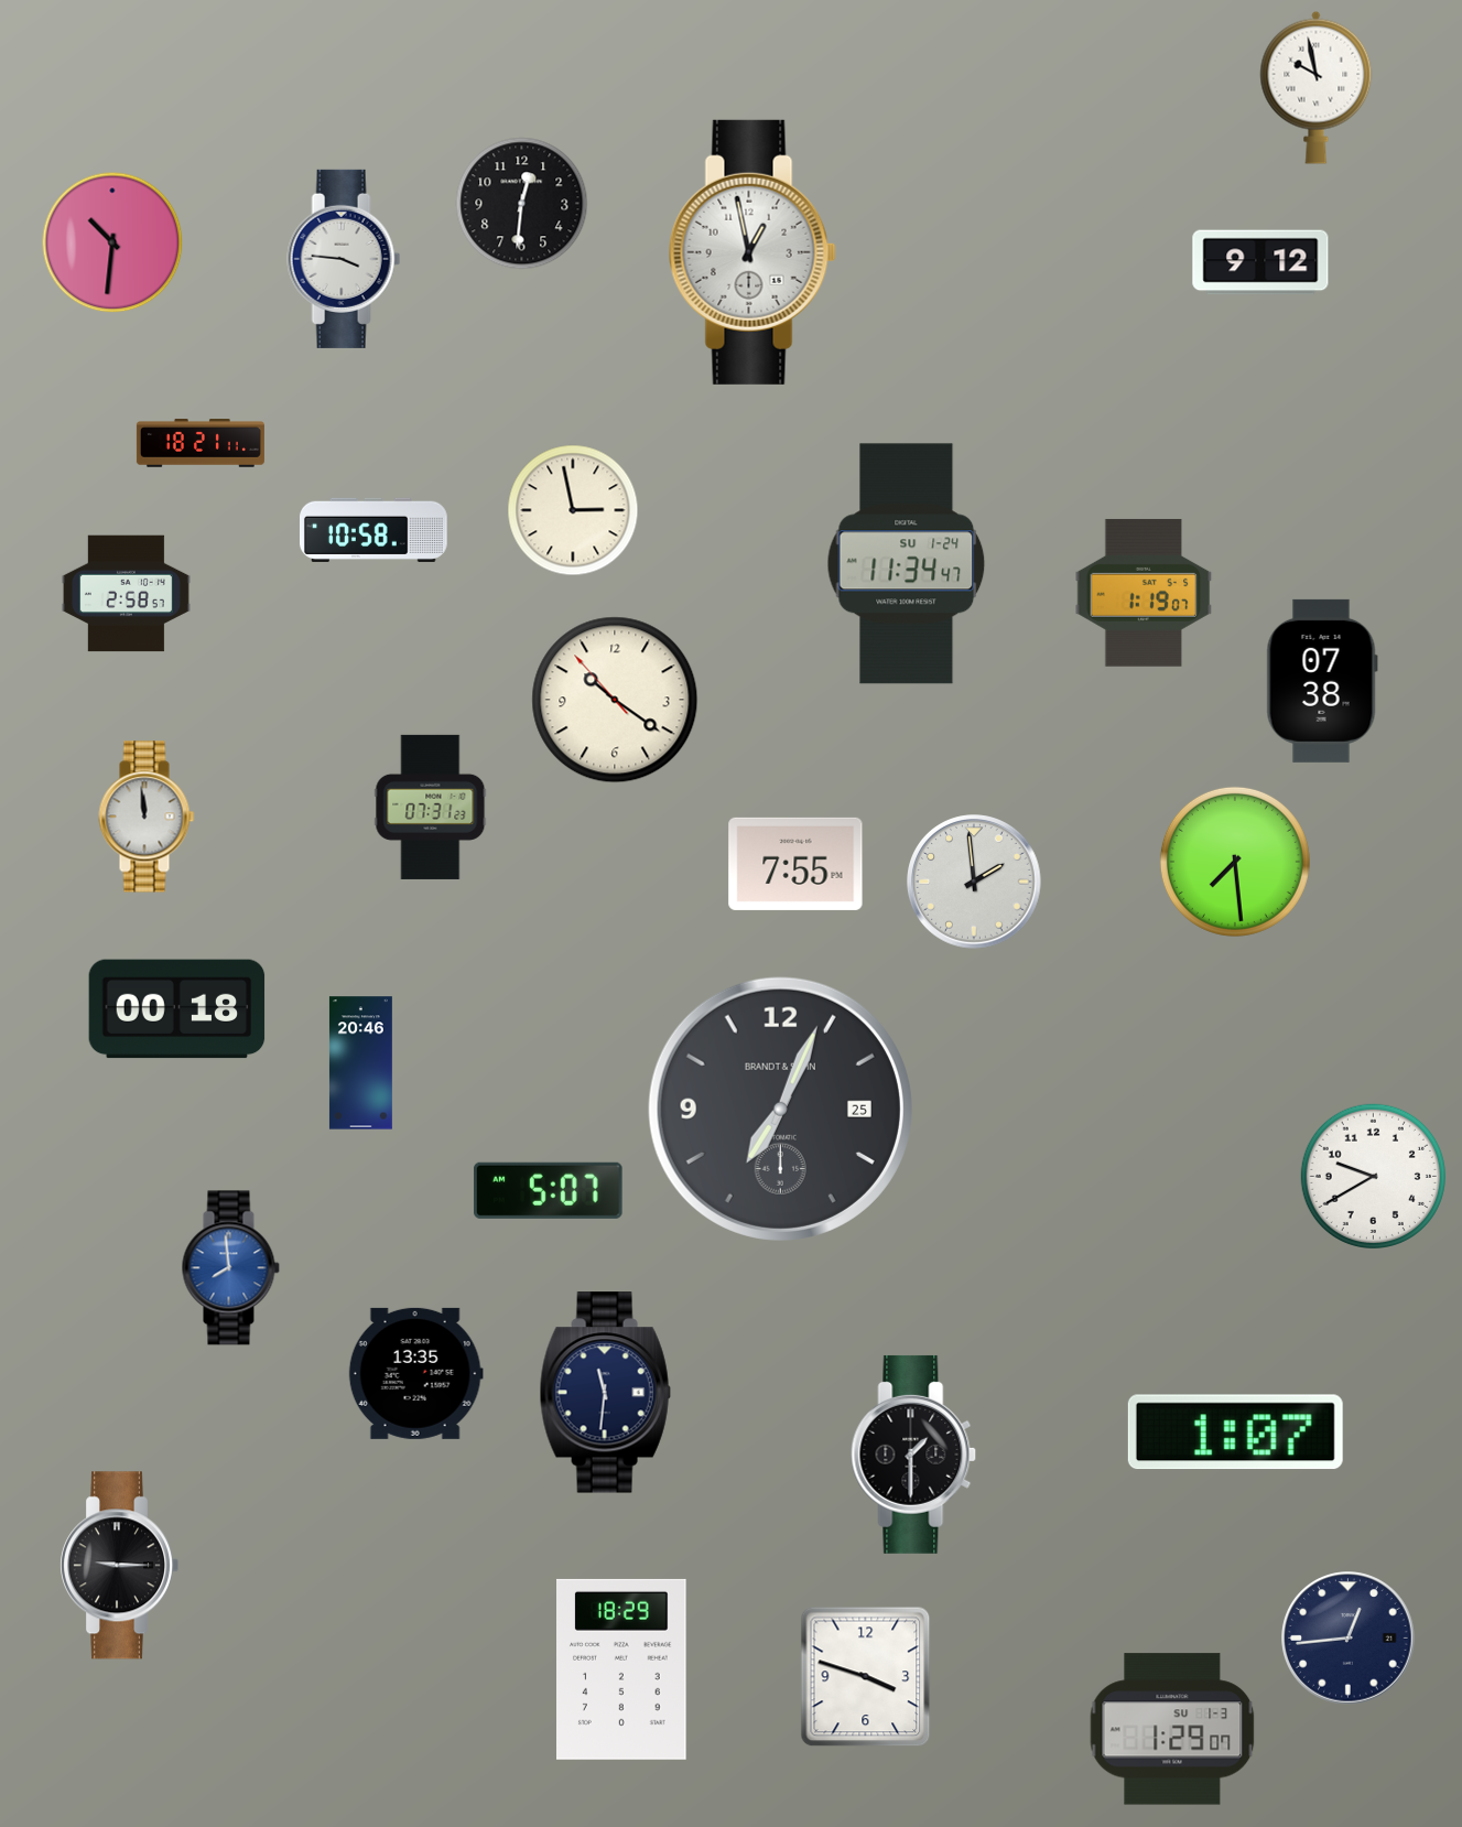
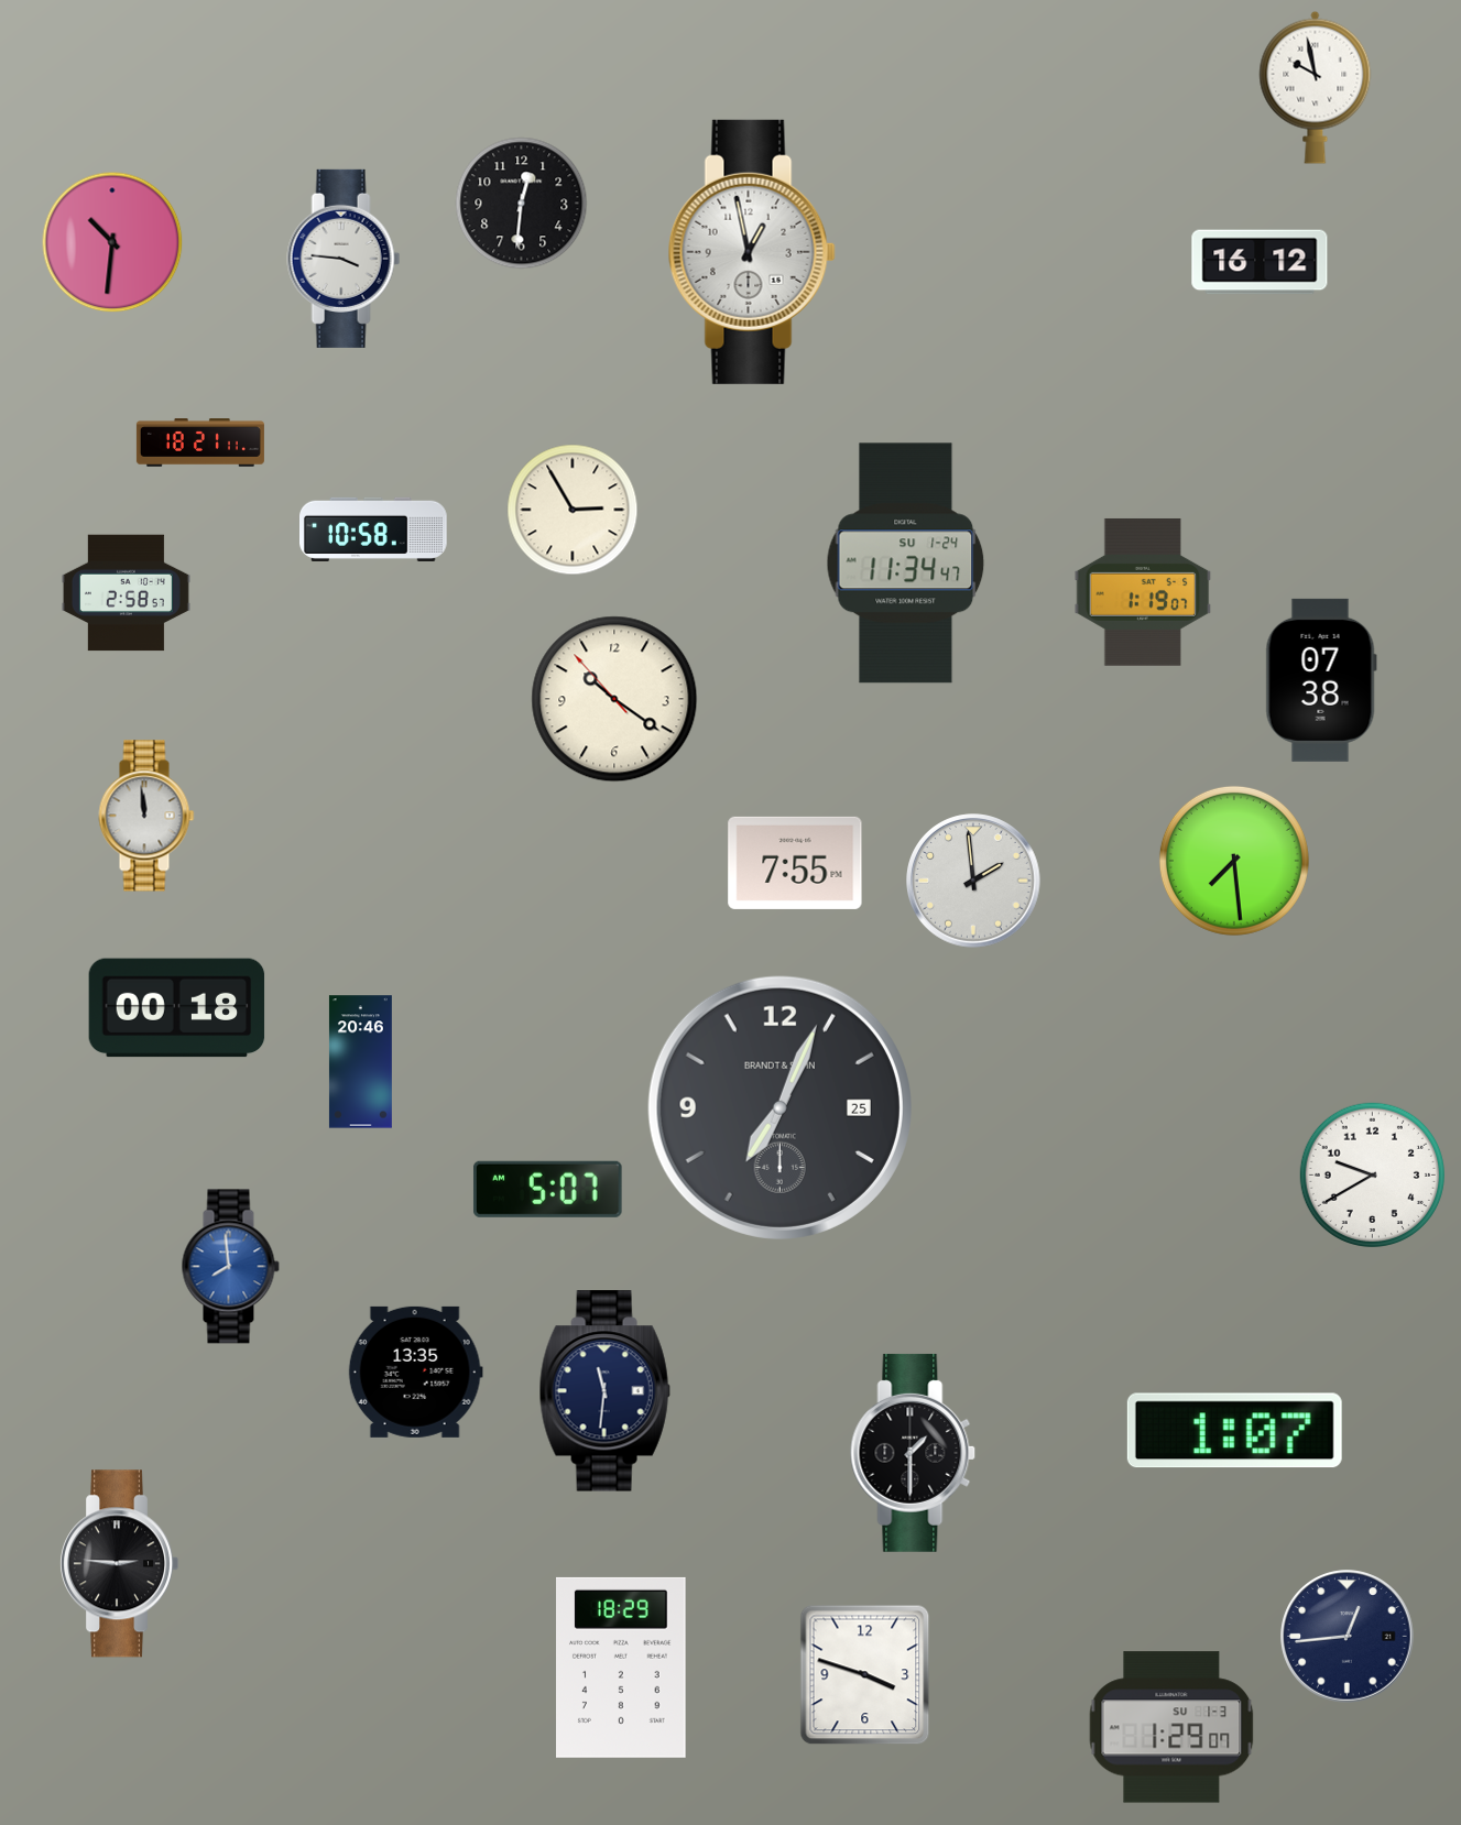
clock at (1260, 262): 9:12 -> 16:12
clock at (573, 510): 2:58 -> 2:55
clock at (431, 807): 07:31 -> none
clock at (120, 1566): 9:15 -> 2:46
